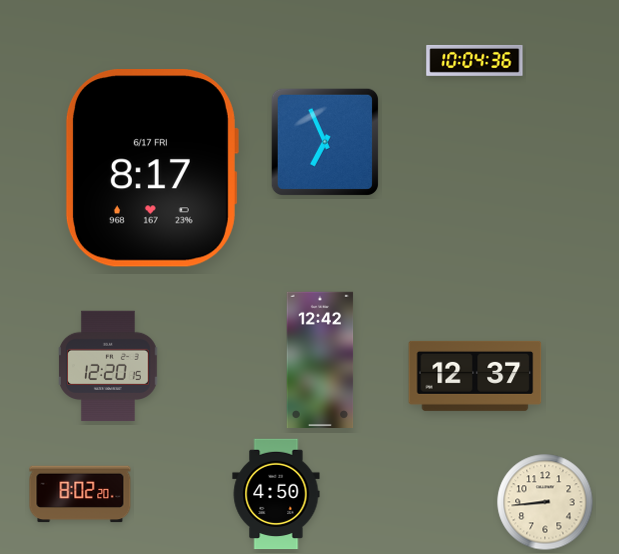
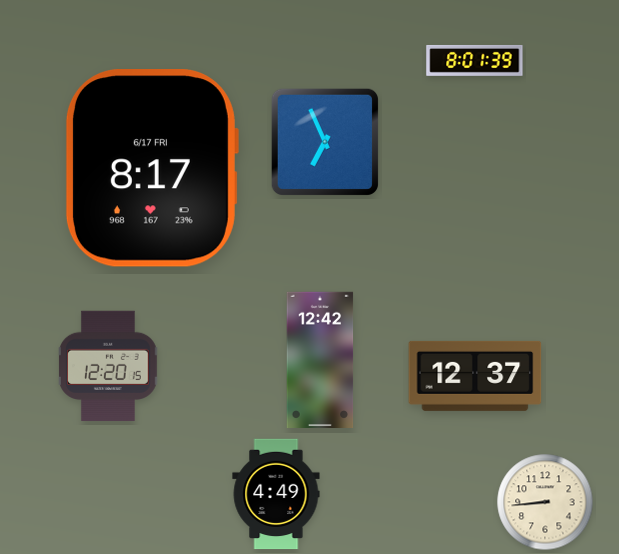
clock at (475, 60): 10:04 -> 8:01
clock at (80, 494): 8:02 -> none
clock at (276, 494): 4:50 -> 4:49
